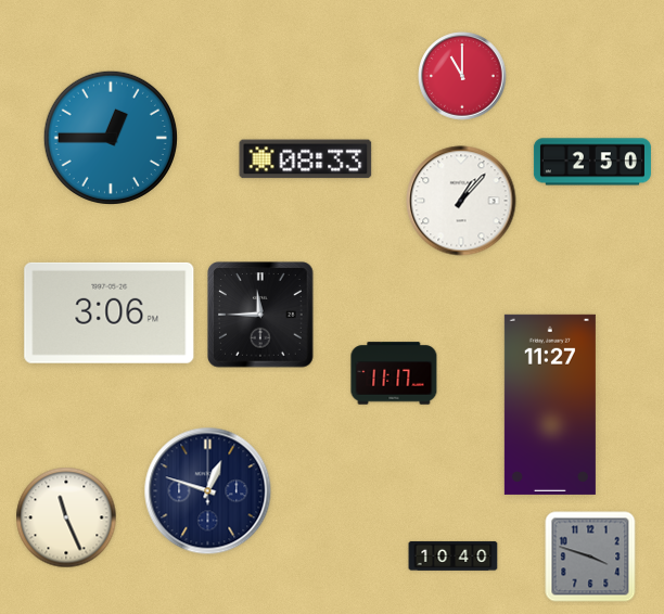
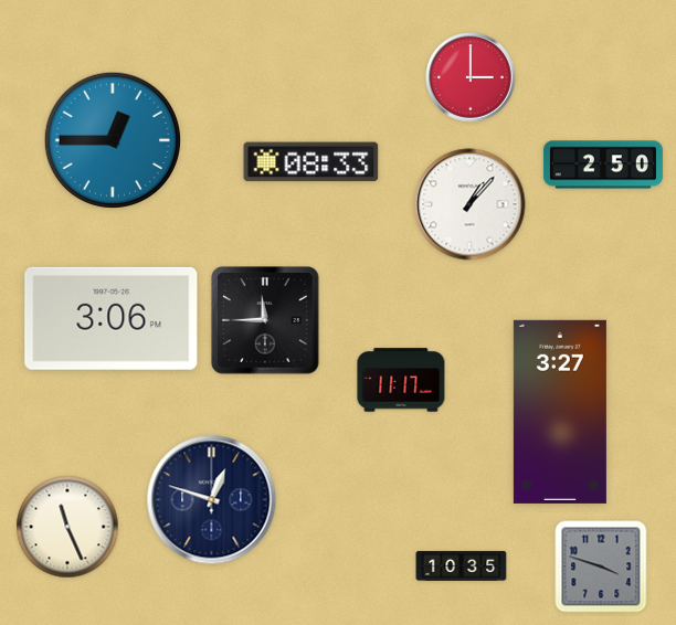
clock at (462, 76): 11:00 -> 3:00
clock at (550, 405): 11:27 -> 3:27
clock at (454, 555): 10:40 -> 10:35
